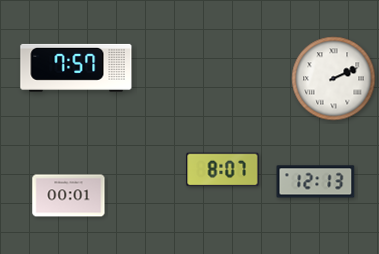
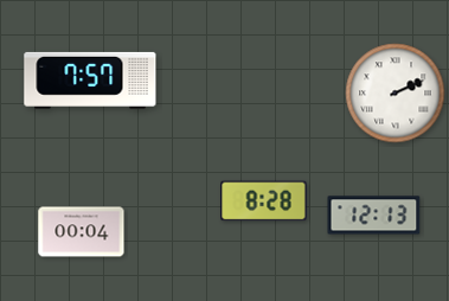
clock at (223, 170): 8:07 -> 8:28
clock at (69, 196): 00:01 -> 00:04
